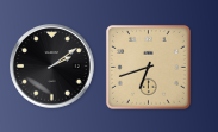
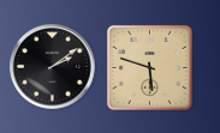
clock at (148, 67): 6:42 -> 5:48
